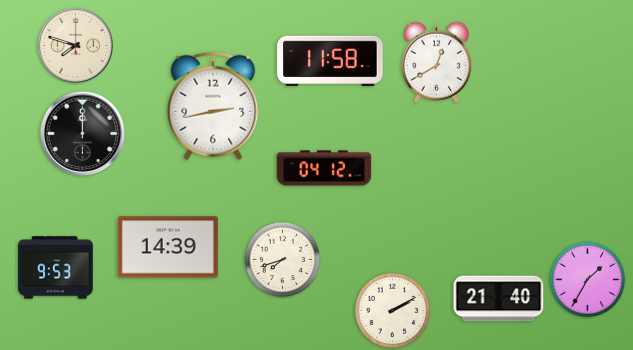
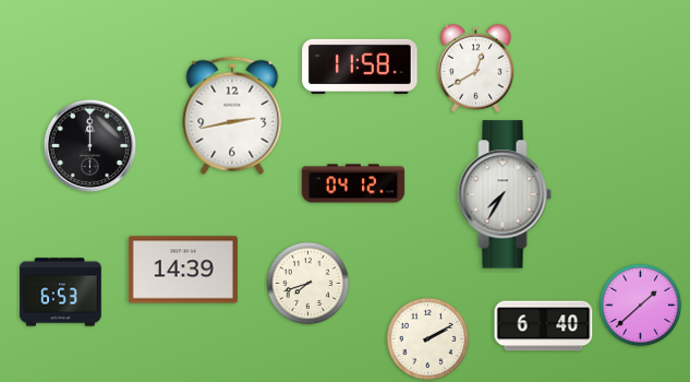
clock at (75, 45): 7:48 -> none
clock at (505, 194): none -> 7:35
clock at (56, 268): 9:53 -> 6:53
clock at (588, 280): 1:35 -> 1:38
clock at (499, 299): 21:40 -> 6:40
